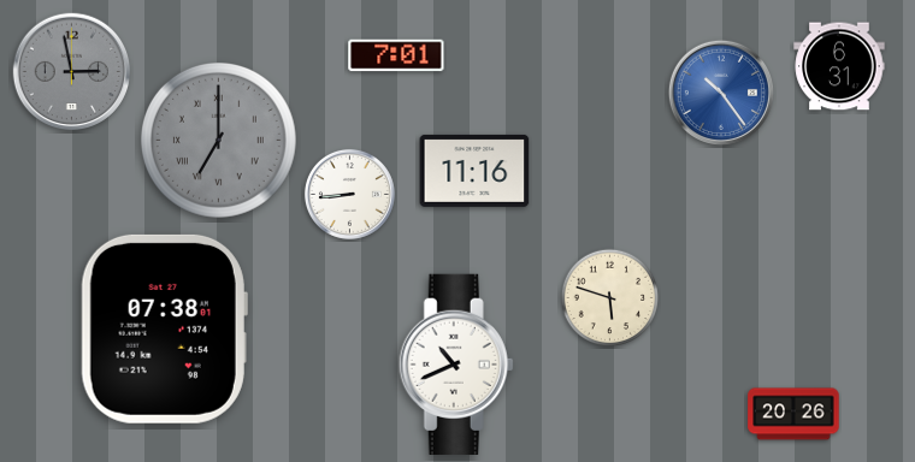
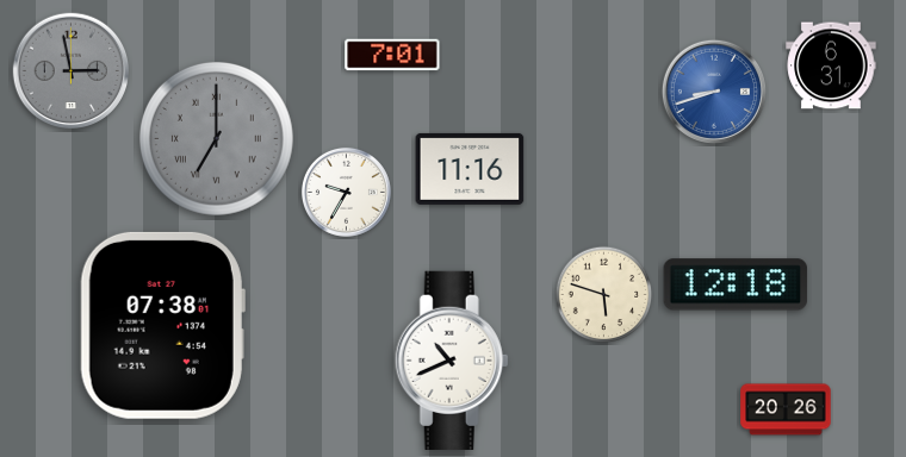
clock at (721, 93): 10:24 -> 8:42
clock at (349, 194): 8:44 -> 9:35
clock at (736, 284): none -> 12:18
